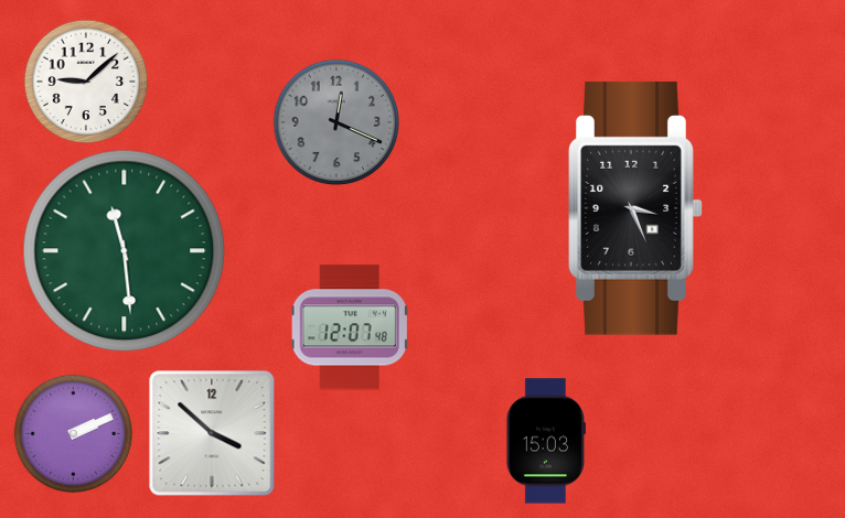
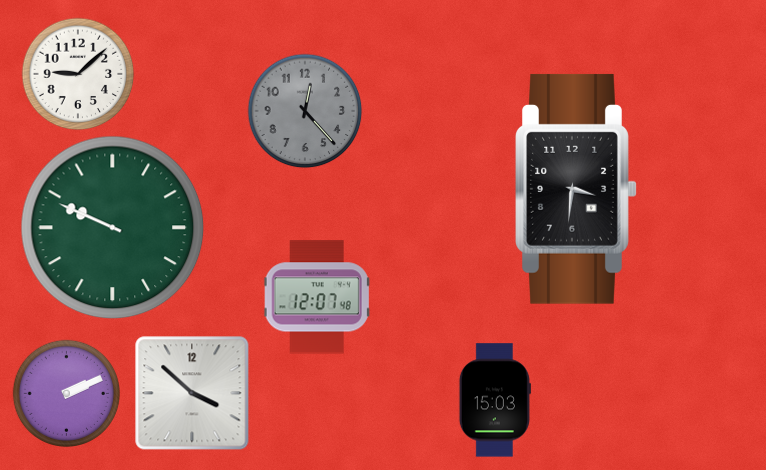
clock at (336, 122): 12:19 -> 12:23
clock at (635, 208): 3:26 -> 3:31
clock at (125, 251): 11:29 -> 9:49
